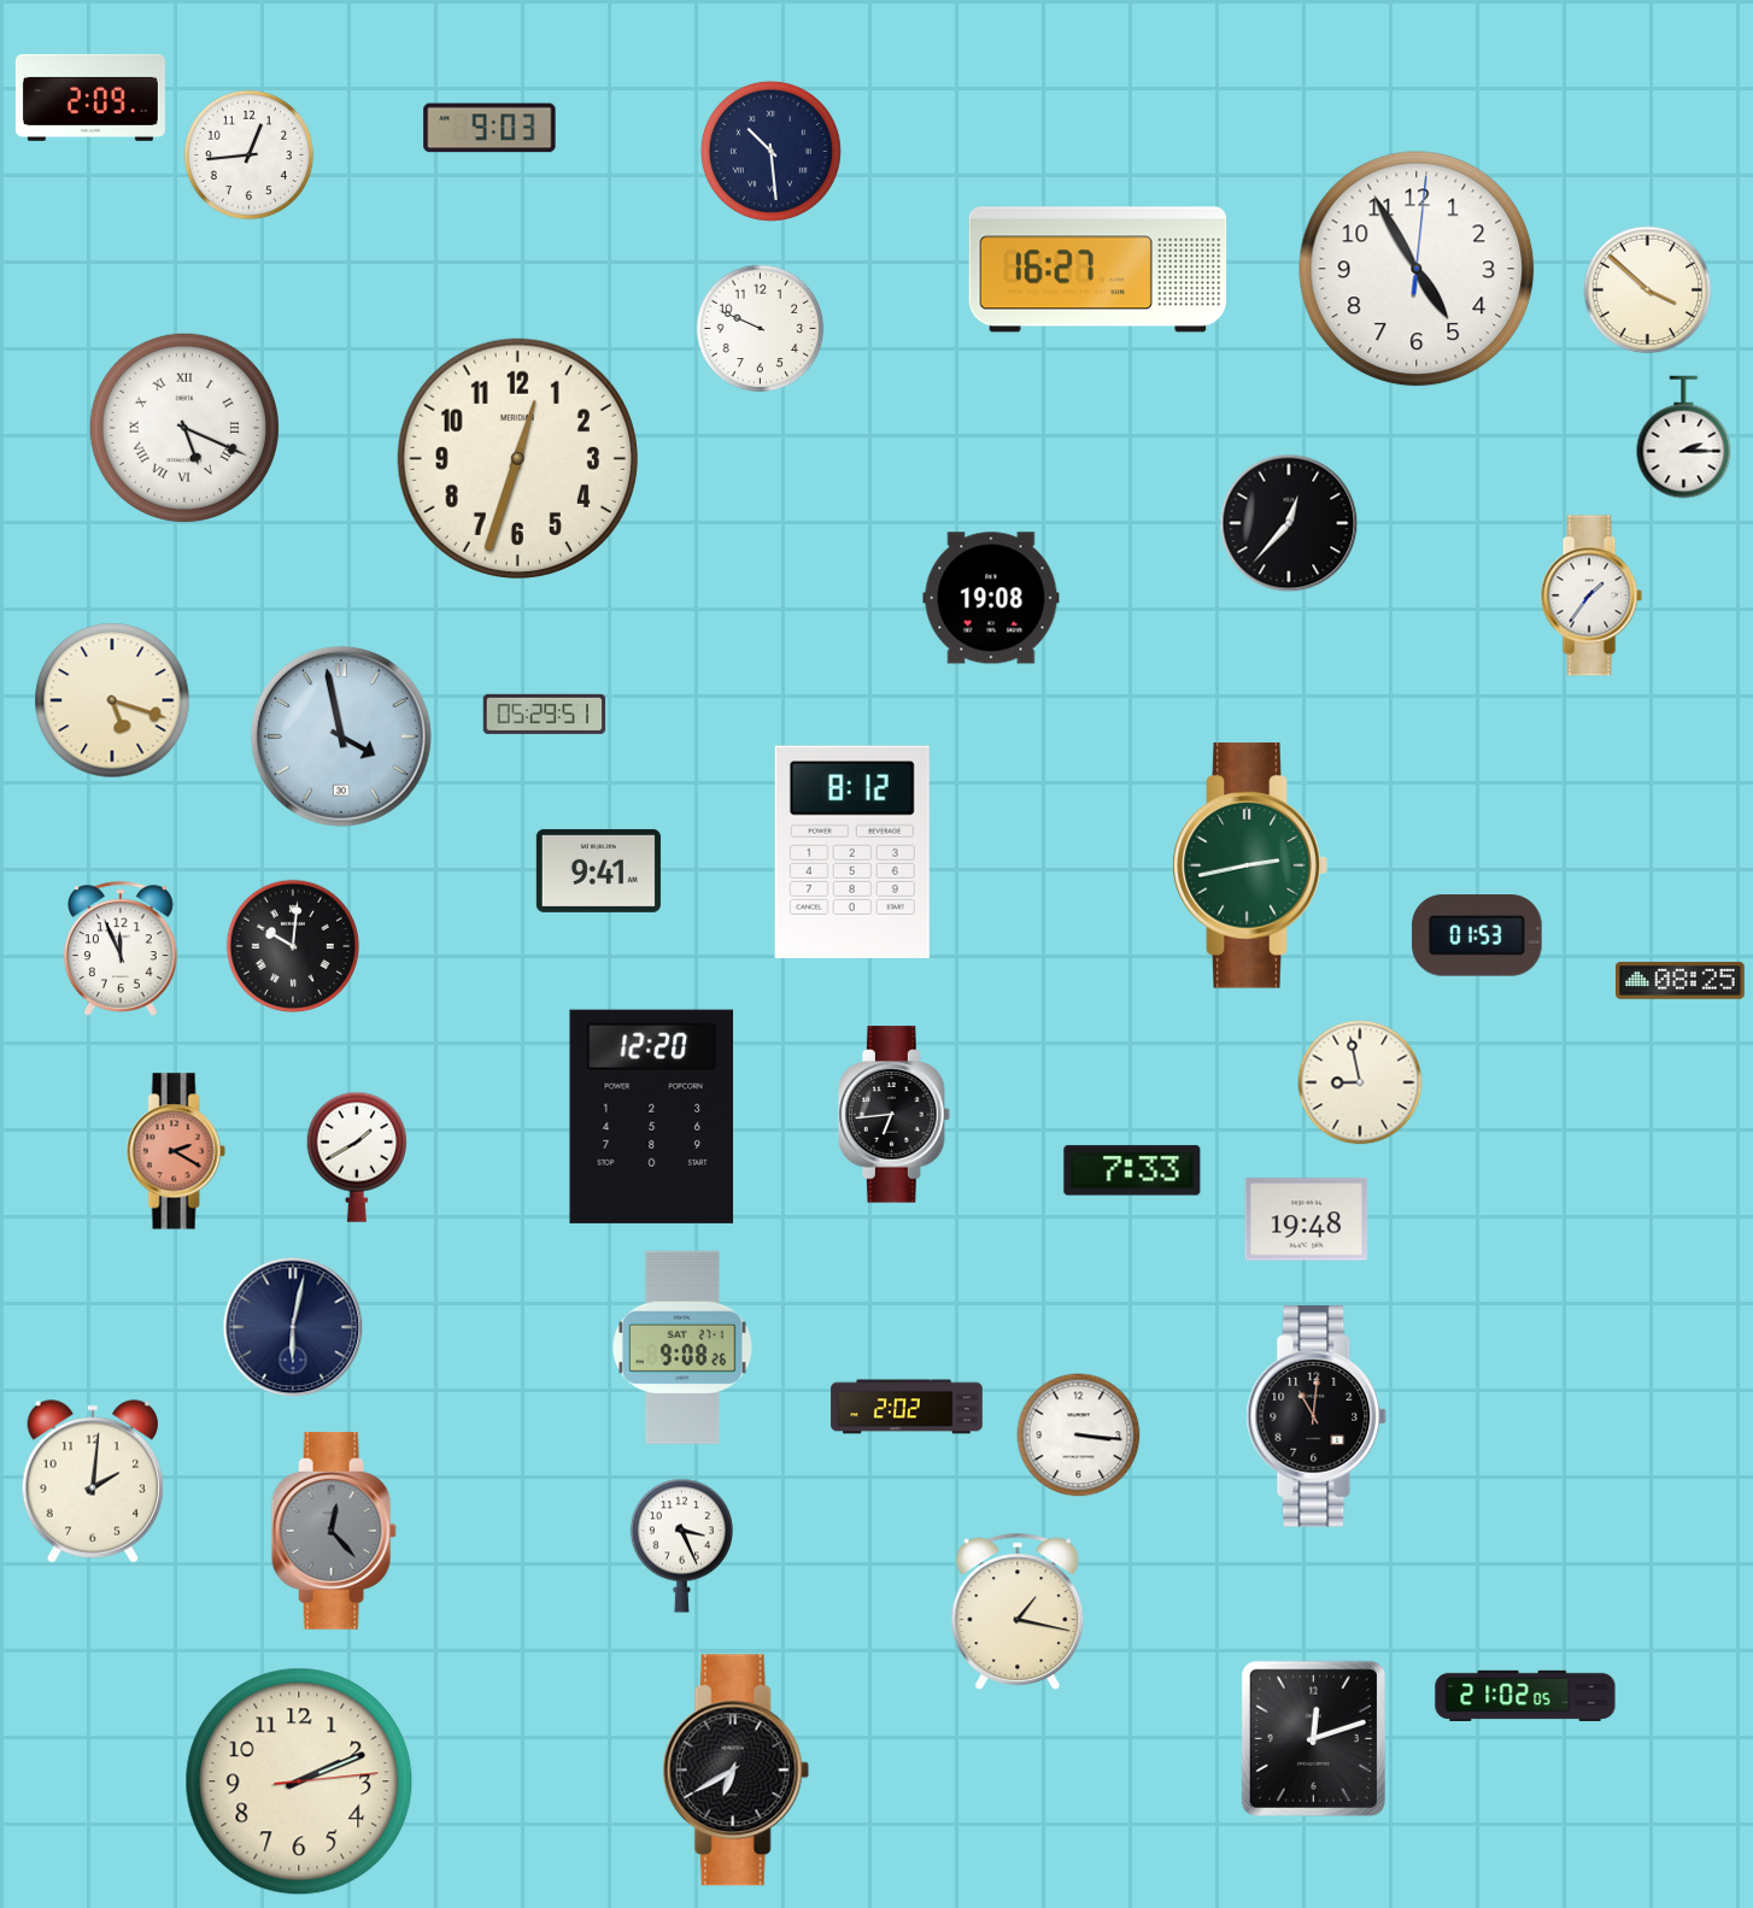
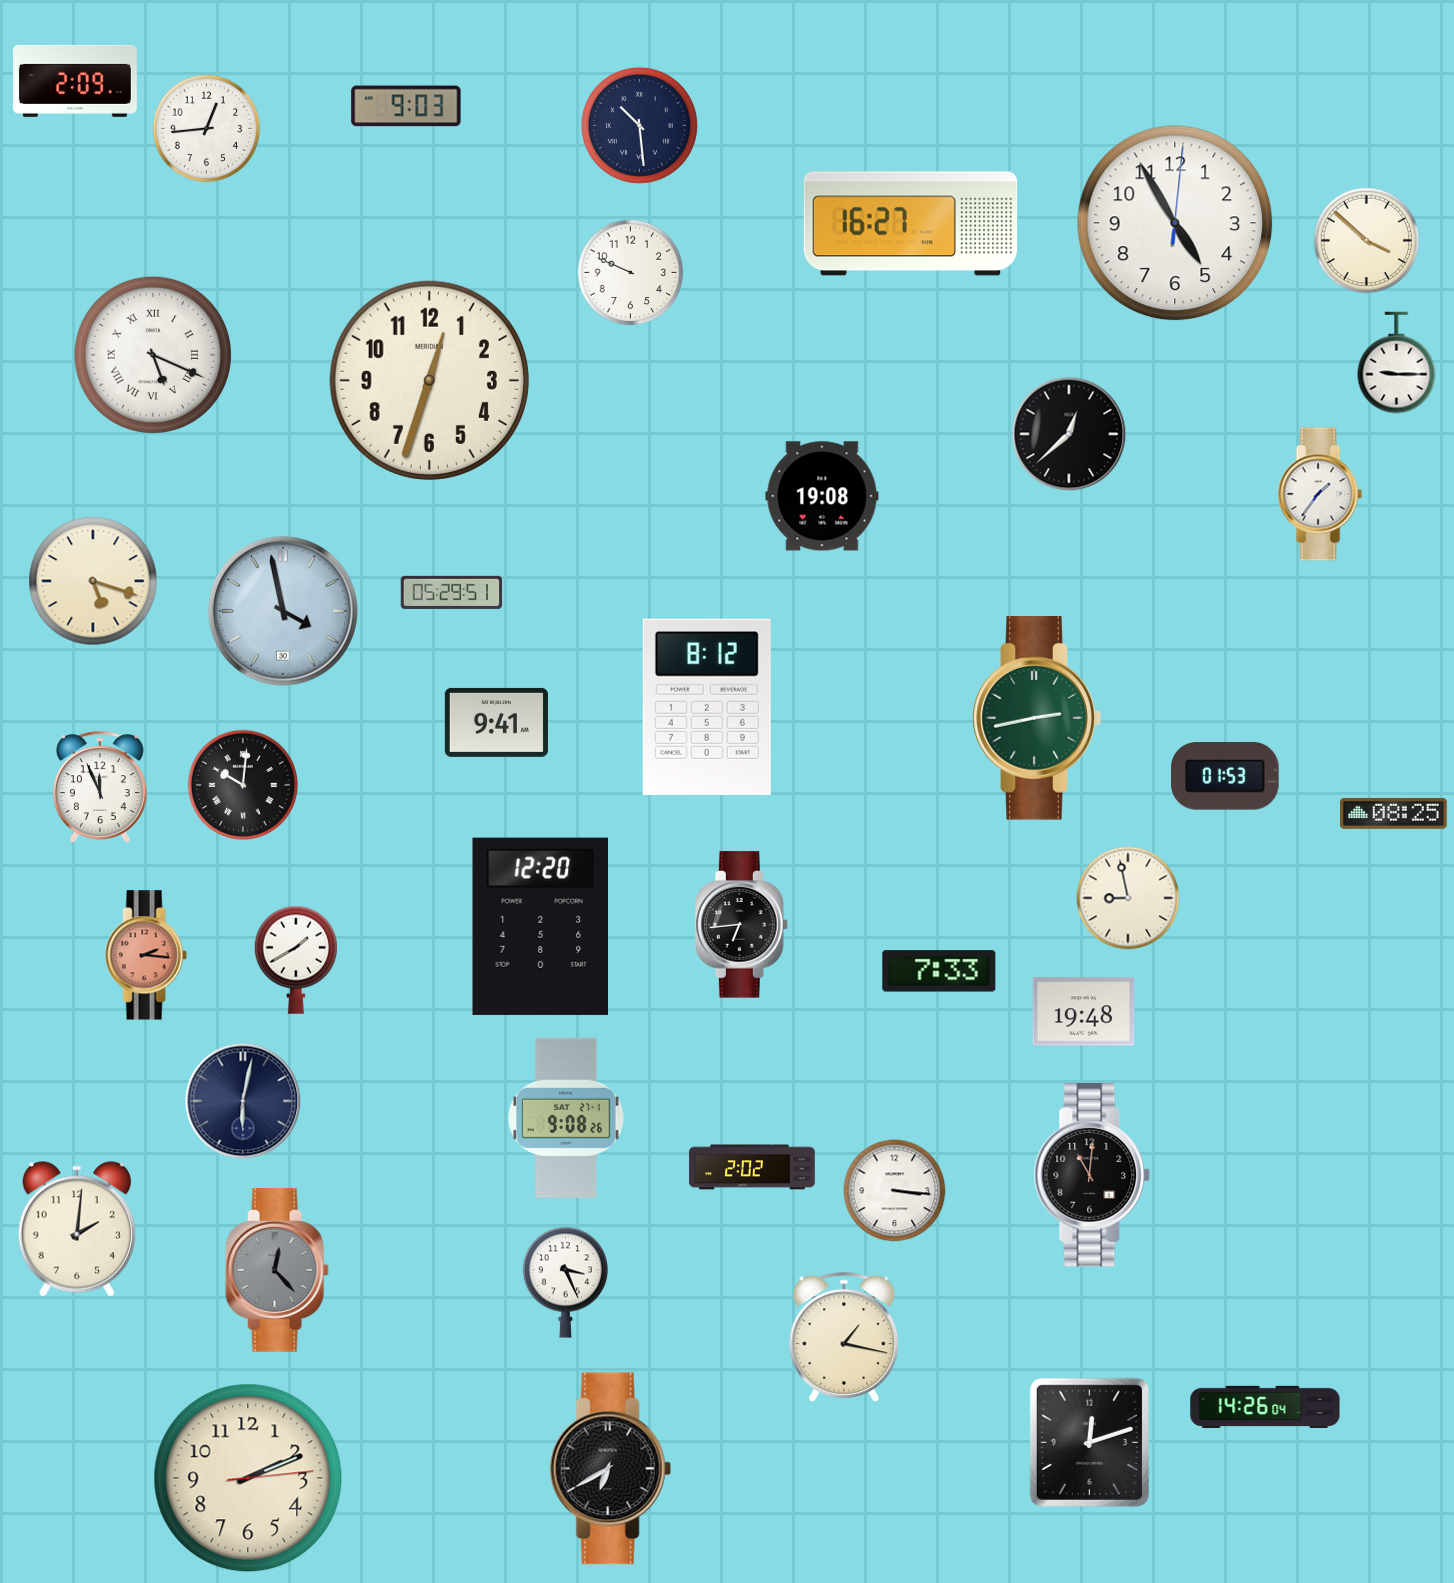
clock at (1684, 438): 2:15 -> 9:15
clock at (1289, 523): 12:37 -> 12:38
clock at (176, 1151): 2:20 -> 2:16
clock at (1525, 1696): 21:02 -> 14:26
